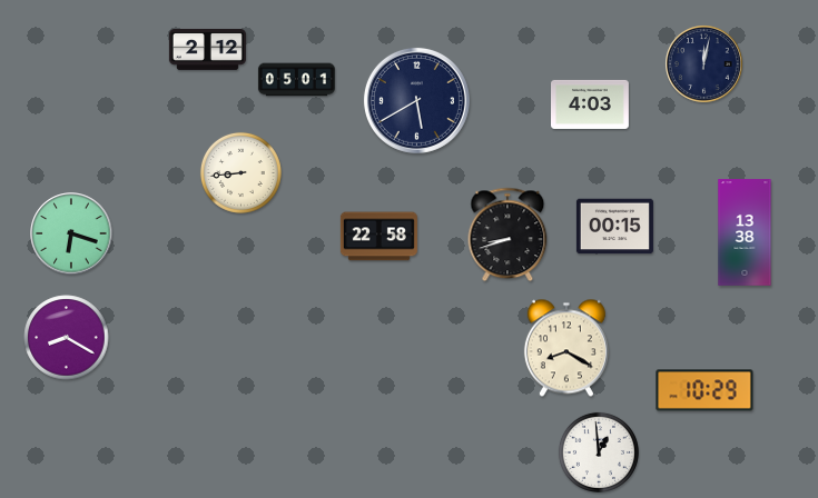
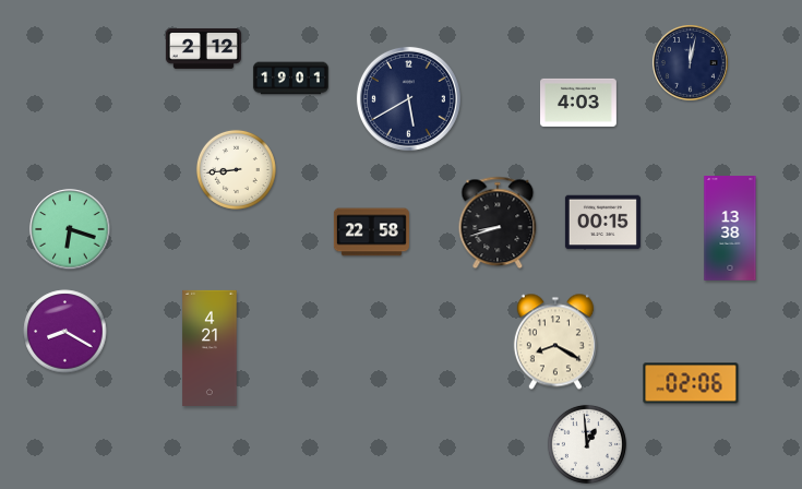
clock at (296, 80): 05:01 -> 19:01
clock at (507, 235) position: (507, 235) -> (498, 223)
clock at (210, 348): none -> 4:21
clock at (704, 390): 10:29 -> 02:06
